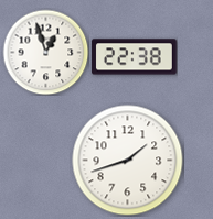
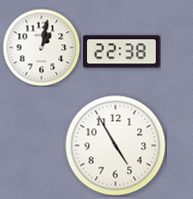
clock at (45, 52): 12:57 -> 1:02
clock at (128, 161): 1:42 -> 4:55
